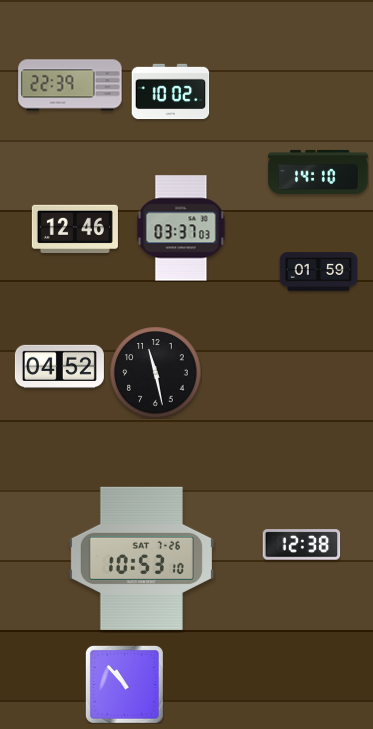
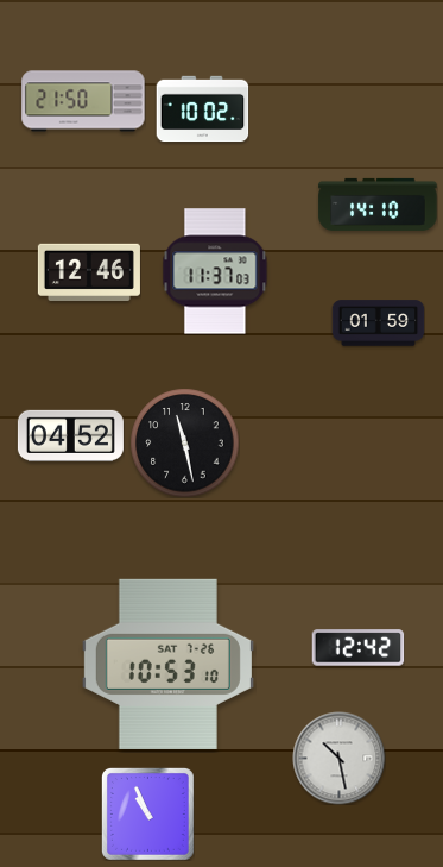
clock at (70, 85): 22:39 -> 21:50
clock at (181, 228): 03:37 -> 11:37
clock at (301, 545): 12:38 -> 12:42
clock at (338, 758): none -> 10:28
clock at (124, 684): 10:53 -> 10:56
